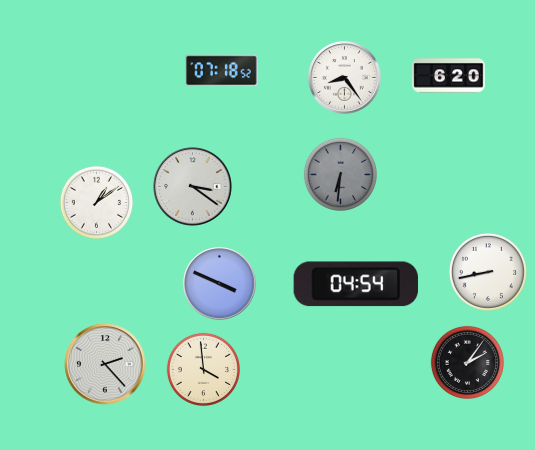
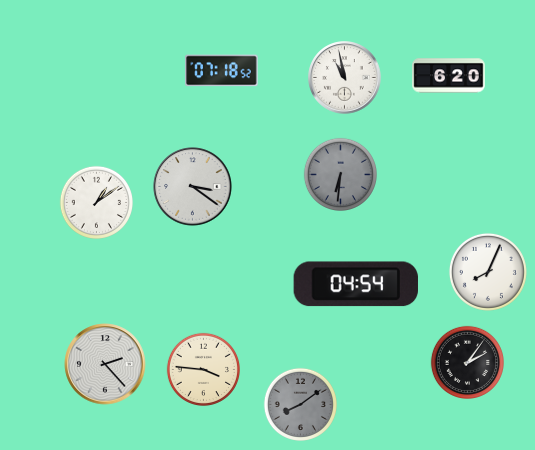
clock at (345, 78): 8:24 -> 10:58
clock at (488, 272): 8:43 -> 8:04
clock at (220, 284): 3:49 -> none
clock at (203, 369): 3:59 -> 3:46
clock at (300, 404): none -> 8:09
